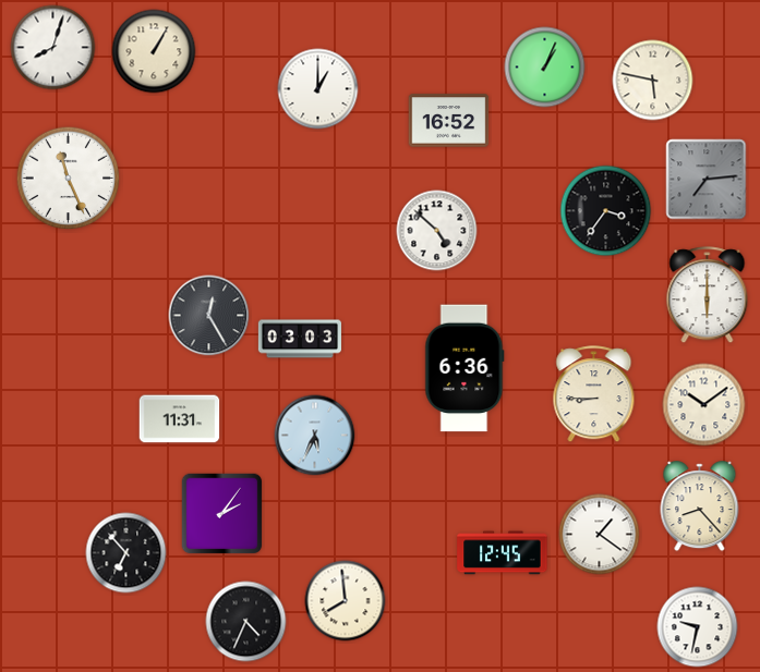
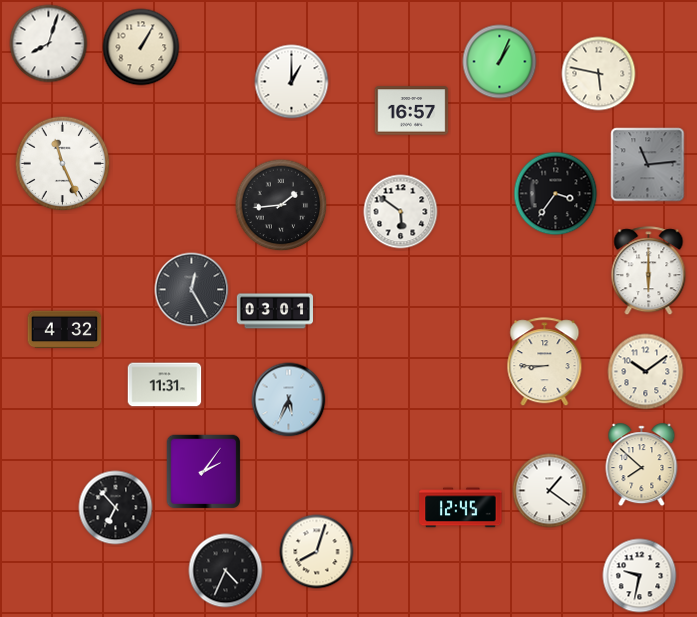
clock at (449, 121): 16:52 -> 16:57
clock at (707, 180): 7:14 -> 11:14
clock at (281, 205): none -> 1:44
clock at (437, 231): 4:52 -> 5:51
clock at (300, 339): 03:03 -> 03:01
clock at (65, 330): none -> 4:32
clock at (465, 368): 6:36 -> none
clock at (700, 506): 8:23 -> 7:52
clock at (346, 601): 7:59 -> 8:03
